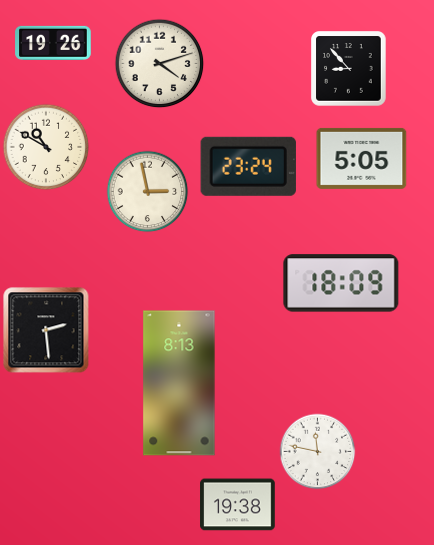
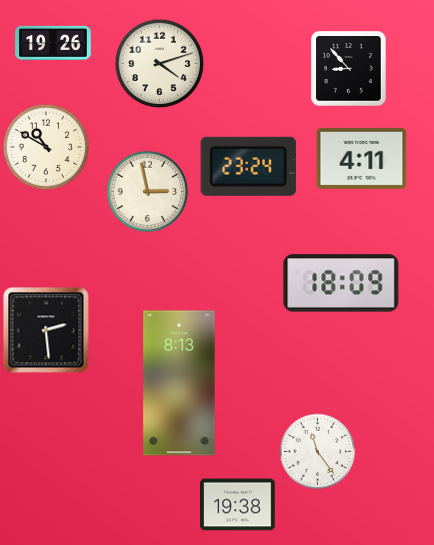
clock at (362, 158): 5:05 -> 4:11
clock at (318, 452): 11:47 -> 11:24
